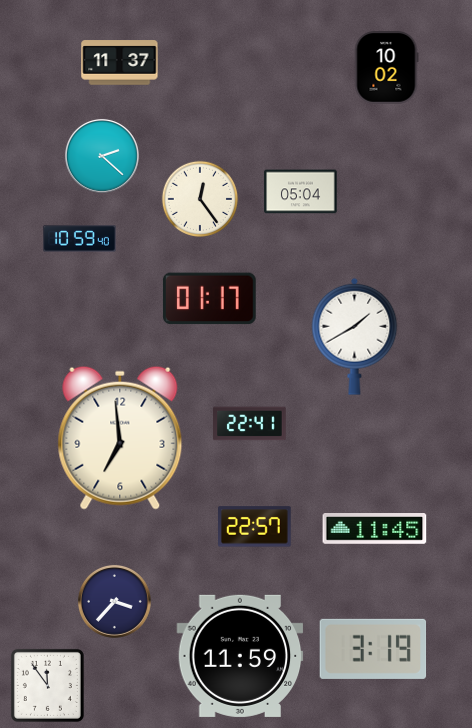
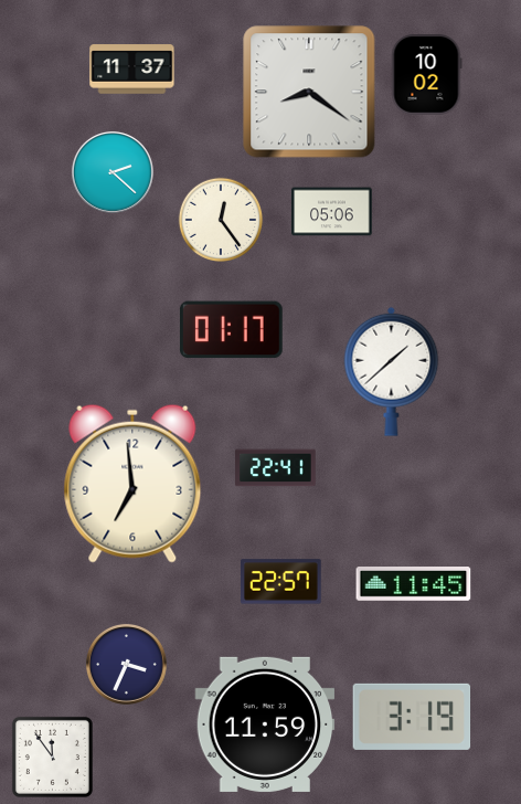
clock at (309, 92): none -> 8:21
clock at (301, 192): 05:04 -> 05:06
clock at (80, 239): 10:59 -> none
clock at (355, 336): 1:40 -> 1:38
clock at (114, 601): 3:37 -> 3:34
